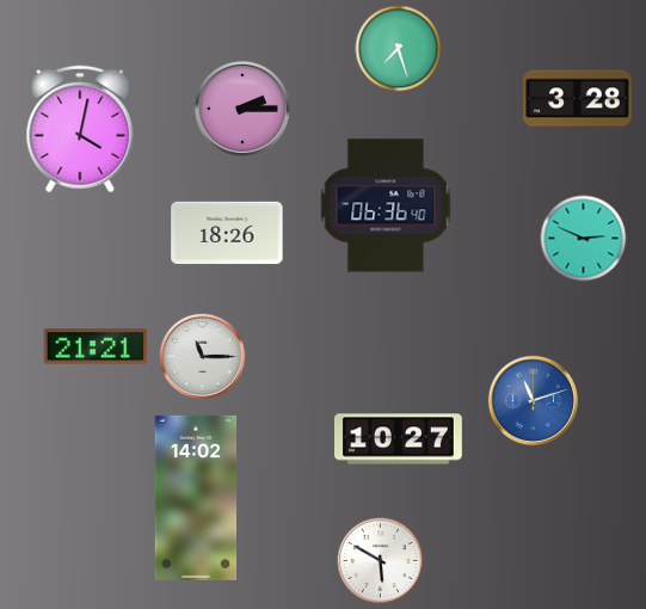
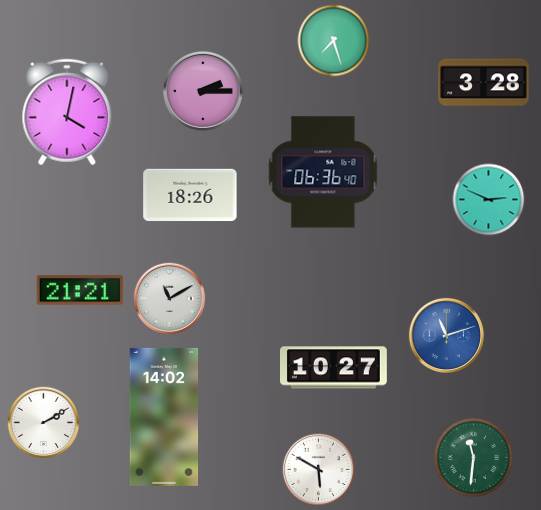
clock at (80, 129) position: (80, 129) -> (67, 112)
clock at (203, 357): 11:15 -> 11:10
clock at (44, 423): none -> 2:10
clock at (474, 458): none -> 11:31
